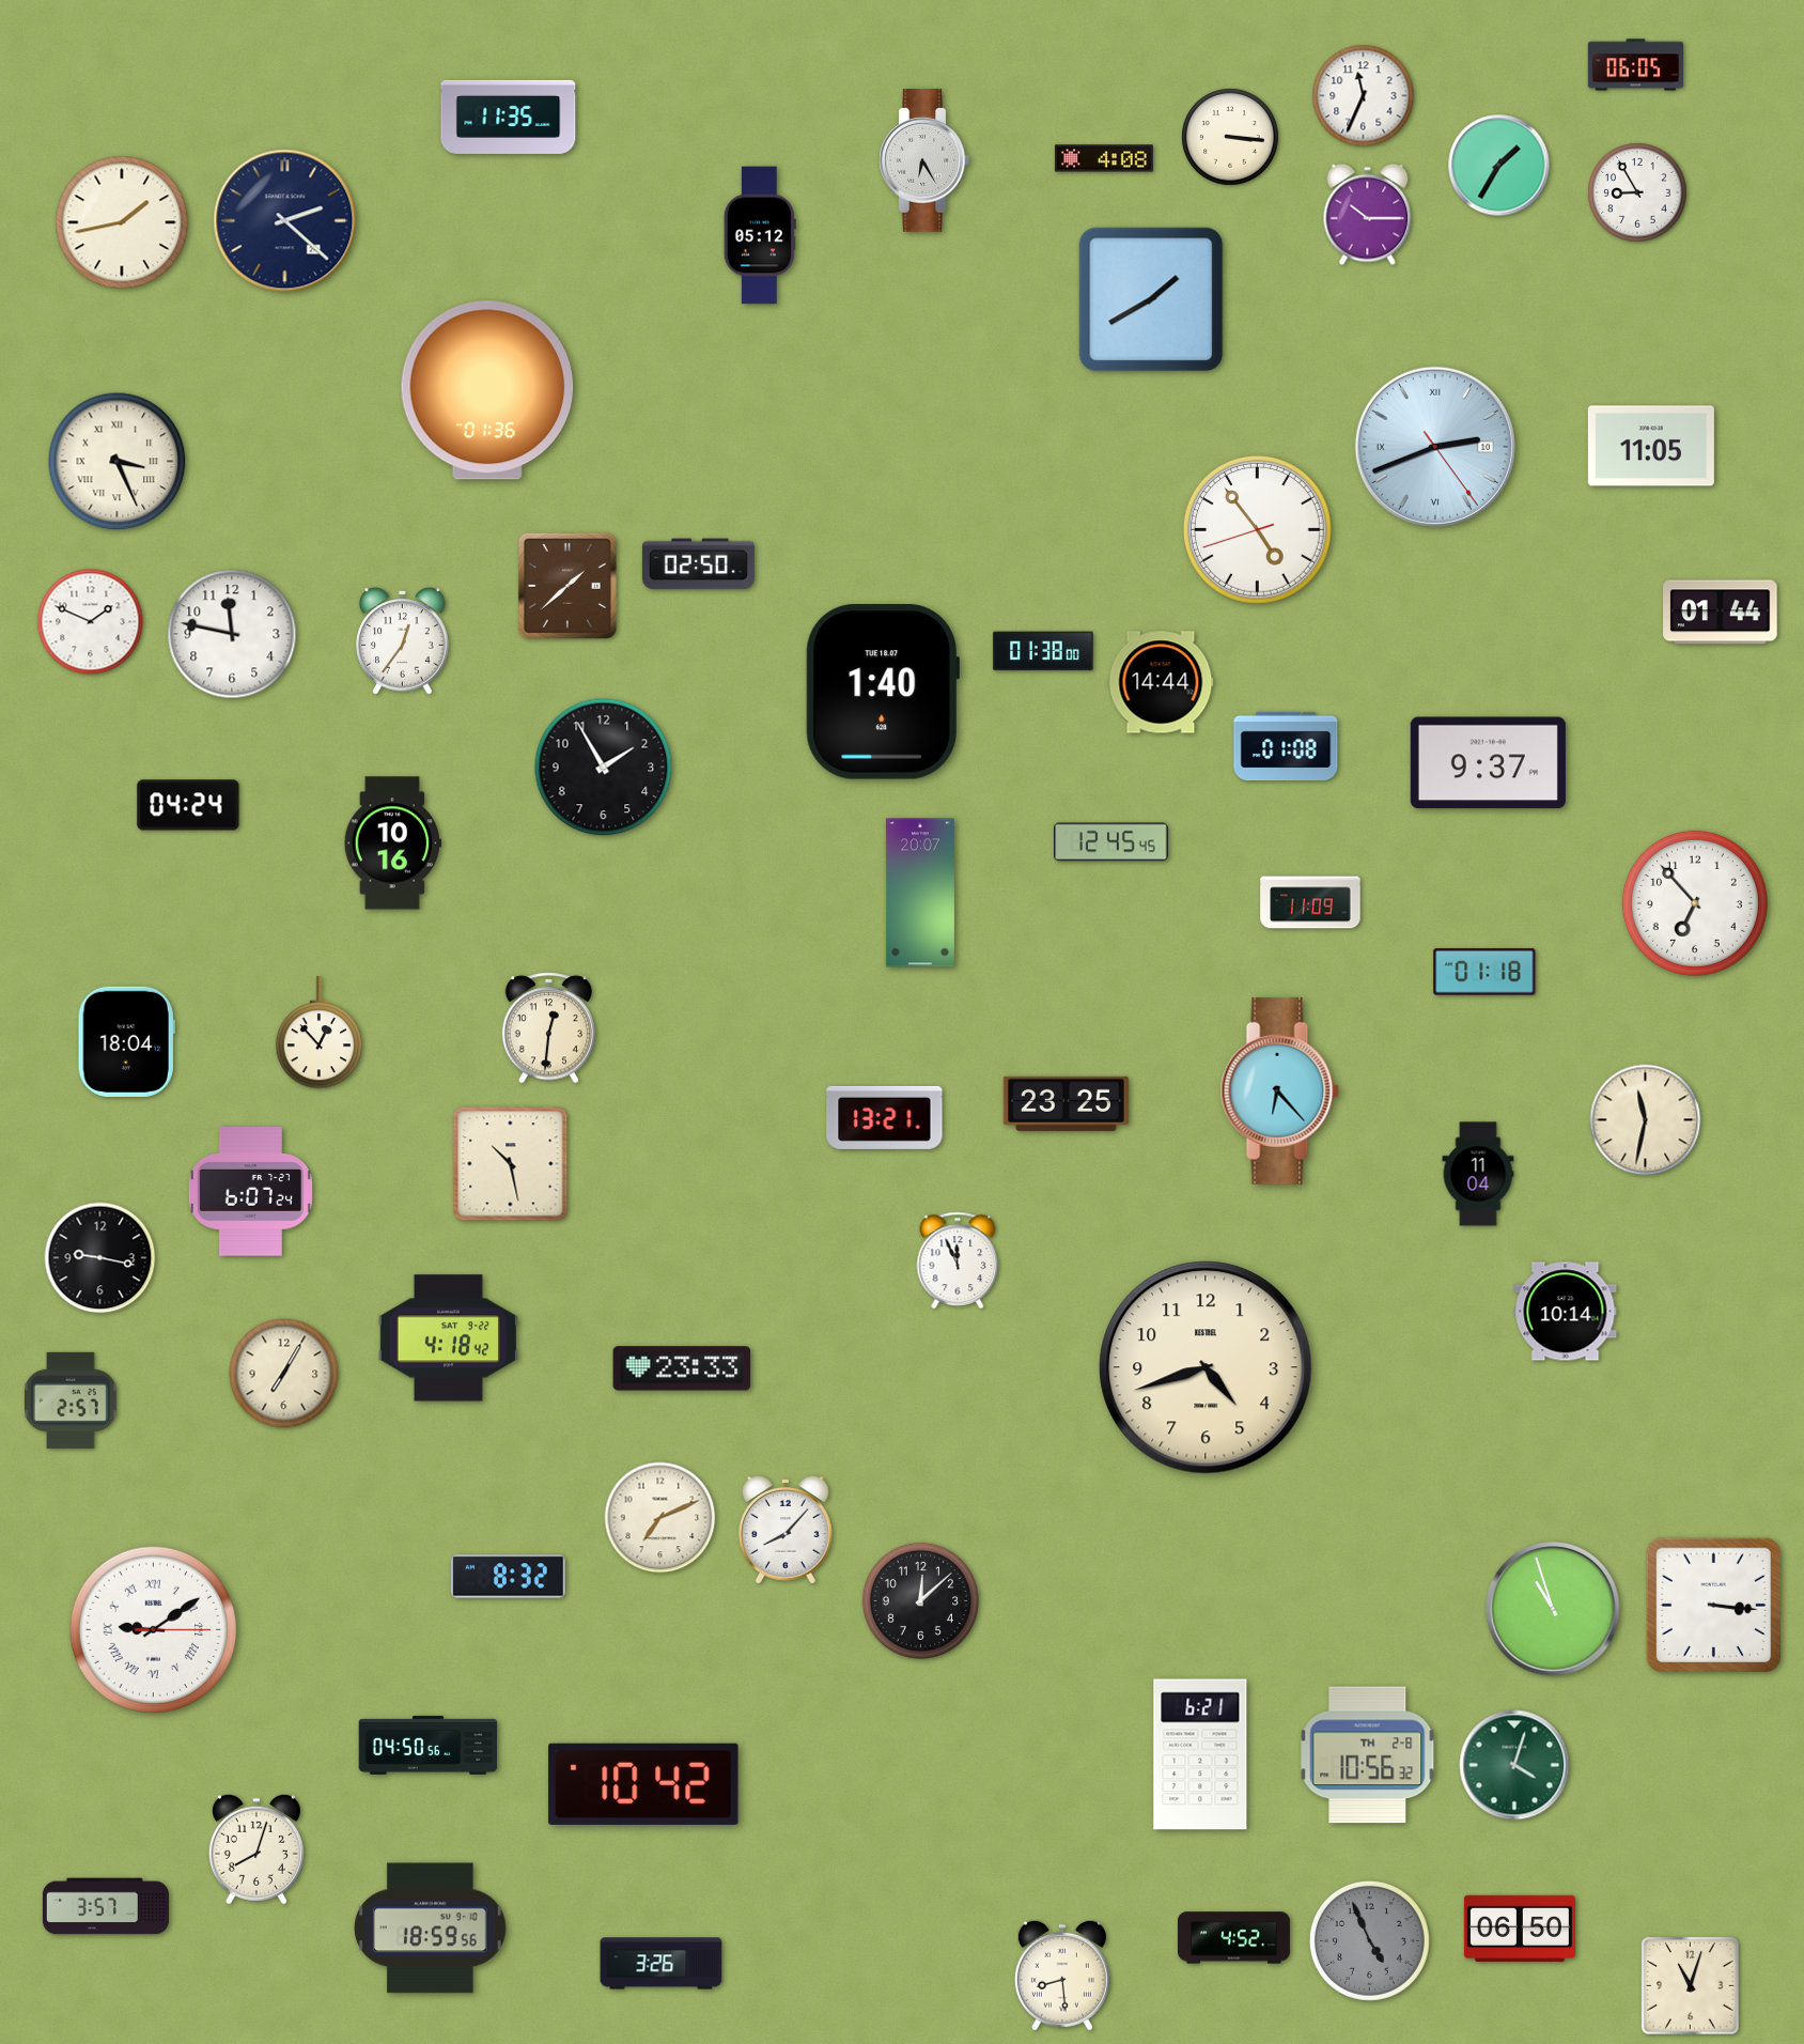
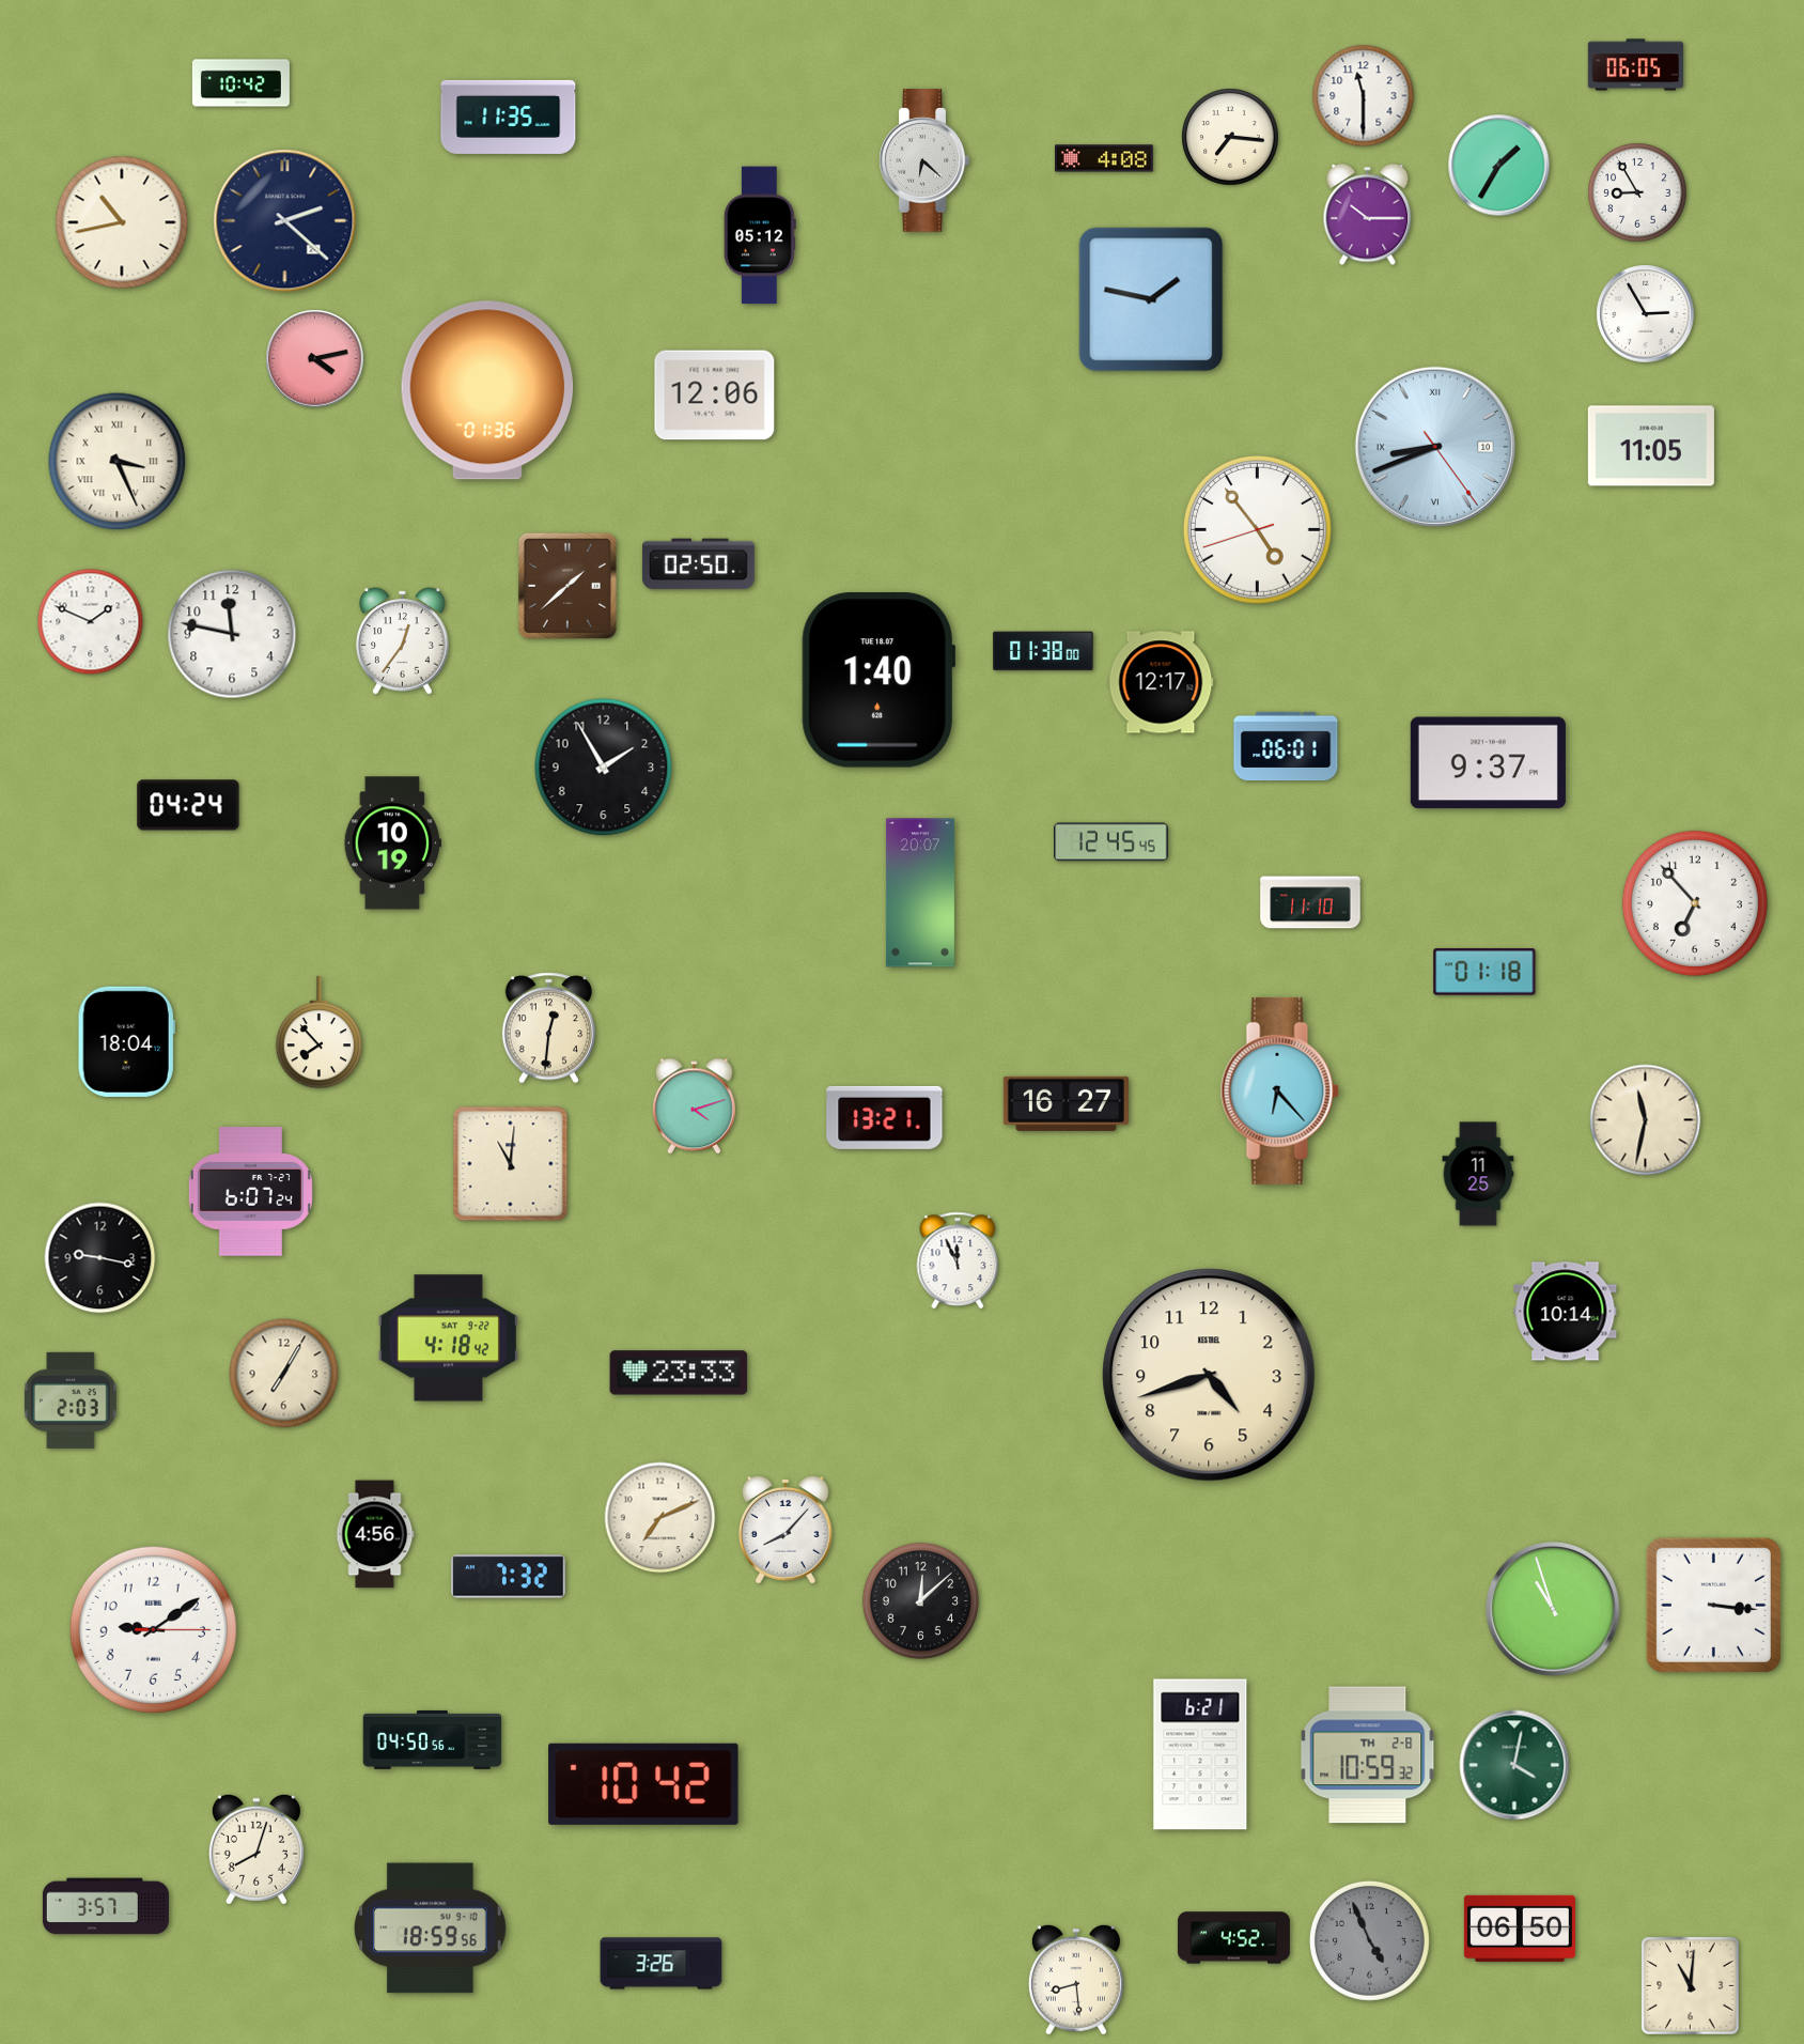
clock at (240, 83): none -> 10:42
clock at (1364, 96): 11:34 -> 11:30
clock at (1230, 137): 3:16 -> 7:16
clock at (924, 161): 6:25 -> 6:22
clock at (122, 222): 1:43 -> 10:43
clock at (1151, 299): 1:40 -> 1:47
clock at (1646, 314): none -> 2:55
clock at (315, 359): none -> 4:13
clock at (715, 396): none -> 12:06
clock at (1435, 447): 2:41 -> 8:41
clock at (1721, 613): 01:44 -> none
clock at (1161, 682): 14:44 -> 12:17
clock at (883, 692) position: (883, 692) -> (878, 680)
clock at (1286, 746): 01:08 -> 06:01
clock at (392, 843): 10:16 -> 10:19
clock at (1310, 902): 11:09 -> 11:10
clock at (320, 1033): 12:53 -> 7:53
clock at (1066, 1103): 23:25 -> 16:27
clock at (694, 1106): none -> 4:12
clock at (511, 1164): 10:28 -> 11:01
clock at (1478, 1174): 11:04 -> 11:25
clock at (1206, 1367) position: (1206, 1367) -> (1209, 1375)
clock at (682, 1368) position: (682, 1368) -> (679, 1373)
clock at (71, 1400): 2:57 -> 2:03
clock at (375, 1534): none -> 4:56
clock at (509, 1577): 8:32 -> 7:32
clock at (153, 1629) numerals: Roman -> Arabic
clock at (429, 1745) position: (429, 1745) -> (433, 1739)
clock at (1368, 1755): 10:56 -> 10:59
clock at (1514, 1765): 4:03 -> 4:02
clock at (1062, 1976) position: (1062, 1976) -> (1076, 1980)
clock at (1691, 1986): 11:03 -> 11:01
